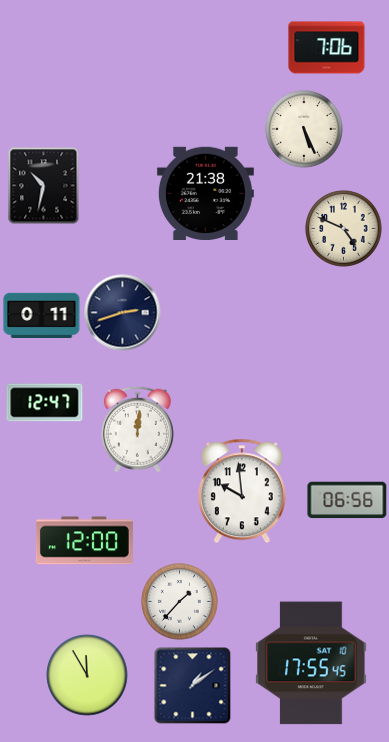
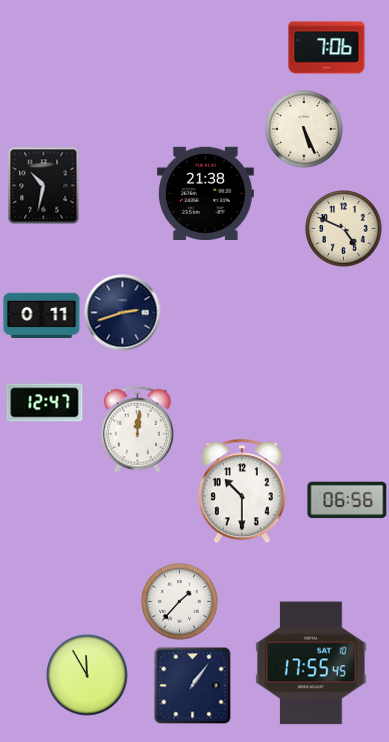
clock at (242, 491): 9:59 -> 10:30
clock at (84, 541): 12:00 -> none
clock at (193, 686): 1:09 -> 1:06
